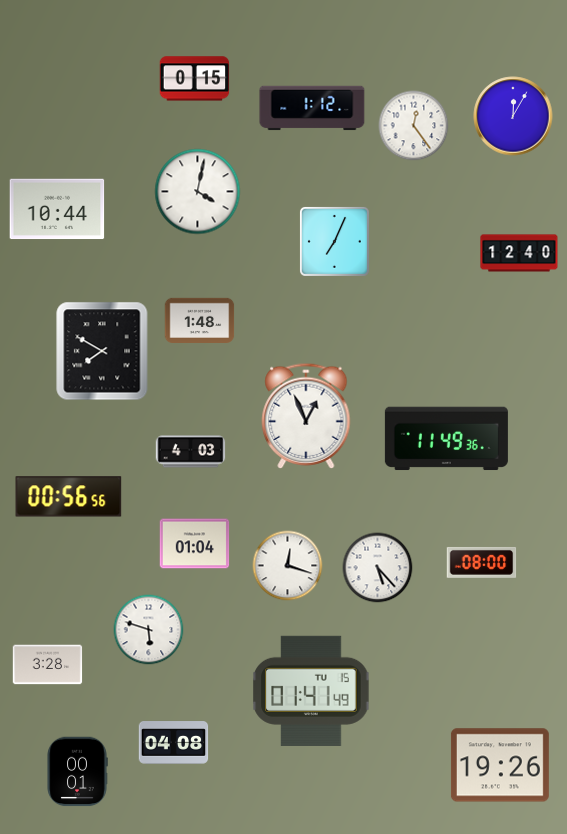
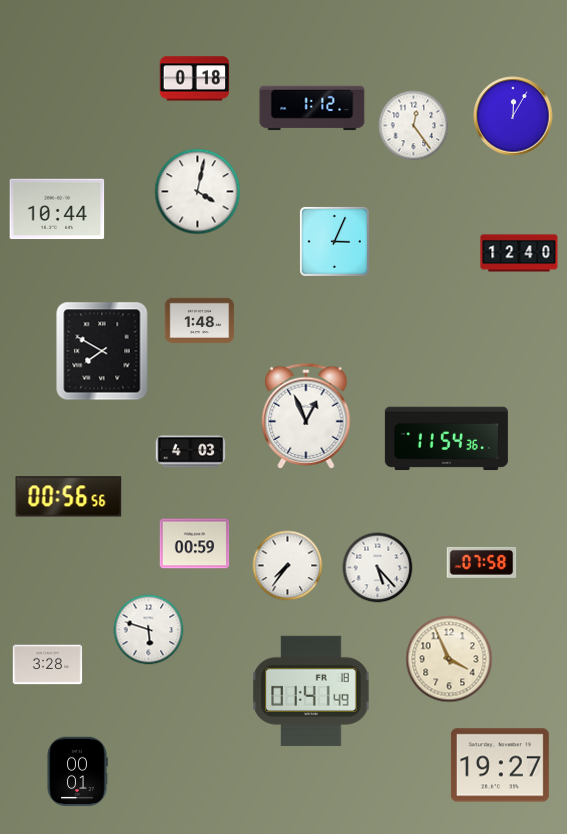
clock at (195, 79): 0:15 -> 0:18
clock at (334, 241): 7:04 -> 3:04
clock at (446, 439): 11:49 -> 11:54
clock at (195, 544): 01:04 -> 00:59
clock at (482, 562): 08:00 -> 07:58
clock at (288, 566): 12:18 -> 7:36
clock at (449, 659): none -> 3:56
clock at (311, 691) date: TU 15 -> FR 18
clock at (174, 743): 04:08 -> none
clock at (500, 765): 19:26 -> 19:27
